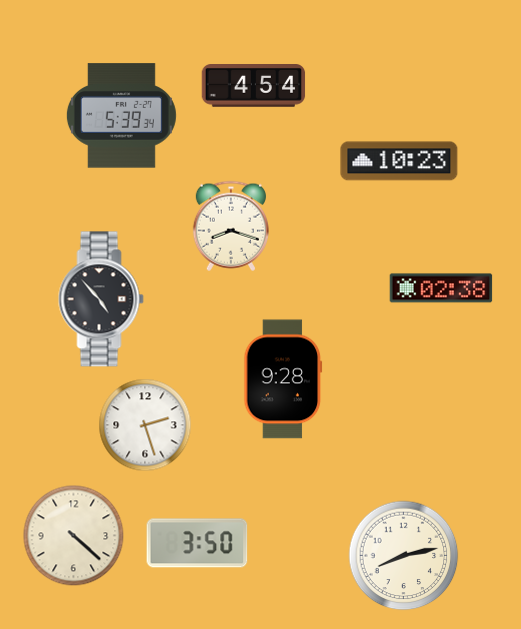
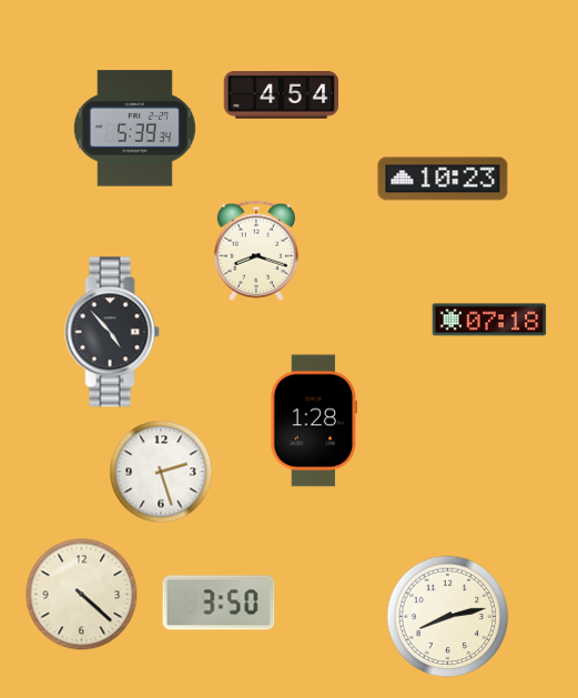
clock at (441, 288): 02:38 -> 07:18
clock at (283, 379): 9:28 -> 1:28
